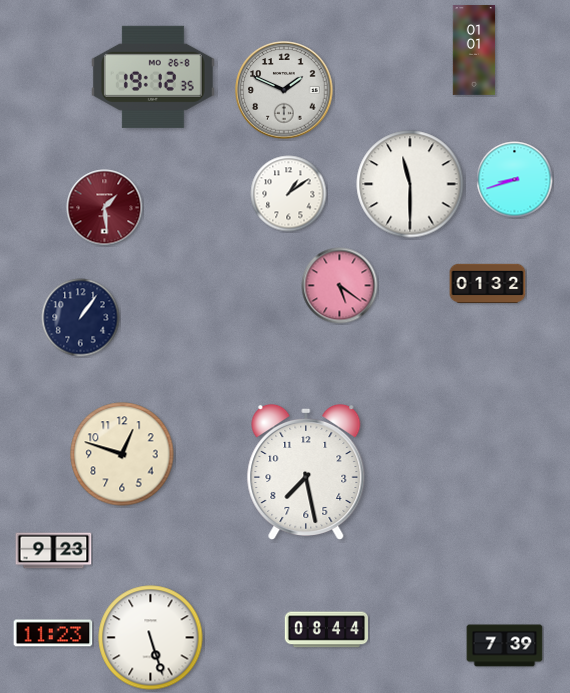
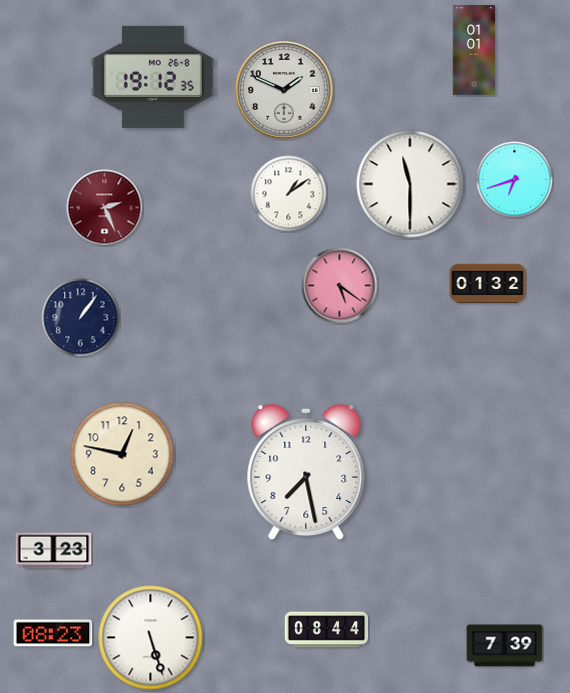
clock at (515, 180): 8:42 -> 6:42
clock at (105, 208): 1:29 -> 2:26
clock at (122, 454): 12:48 -> 12:47
clock at (54, 551): 9:23 -> 3:23
clock at (53, 633): 11:23 -> 08:23
